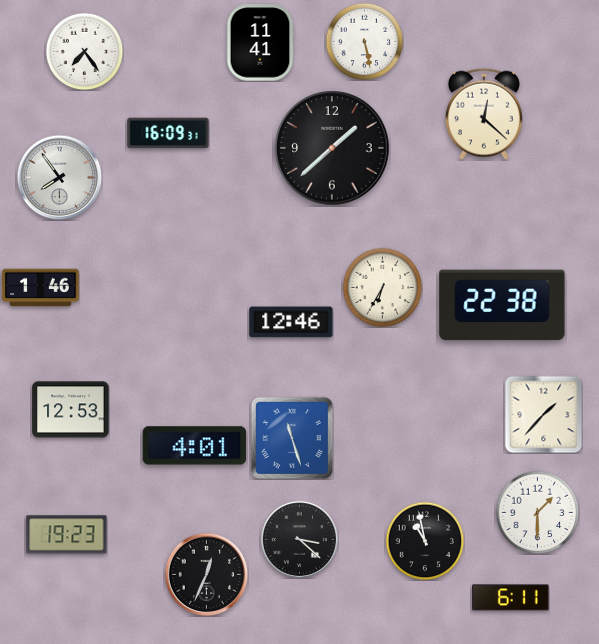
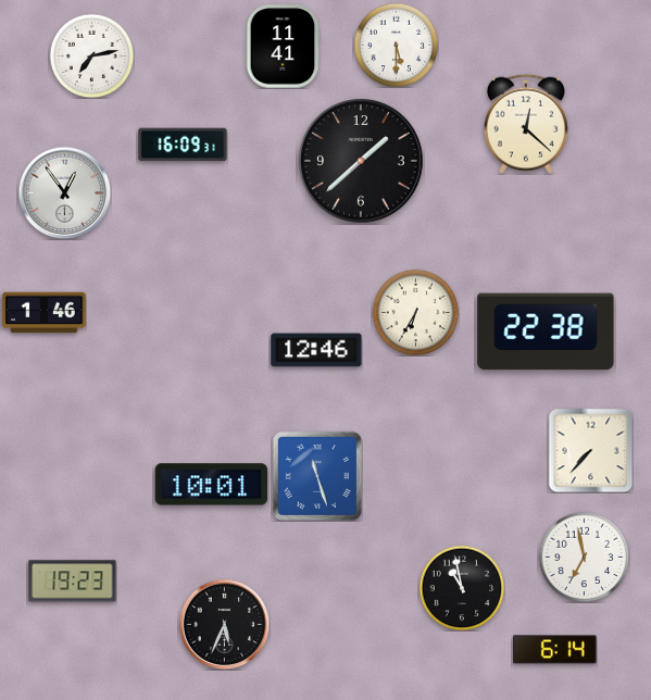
clock at (364, 41): 5:28 -> 5:30
clock at (84, 51): 7:24 -> 7:13
clock at (59, 177): 7:54 -> 12:54
clock at (71, 410): 12:53 -> none
clock at (543, 414): 1:37 -> 7:37
clock at (195, 446): 4:01 -> 10:01
clock at (537, 512): 1:30 -> 6:58
clock at (299, 539): 3:22 -> none
clock at (206, 574): 12:34 -> 5:34
clock at (511, 598): 6:11 -> 6:14
